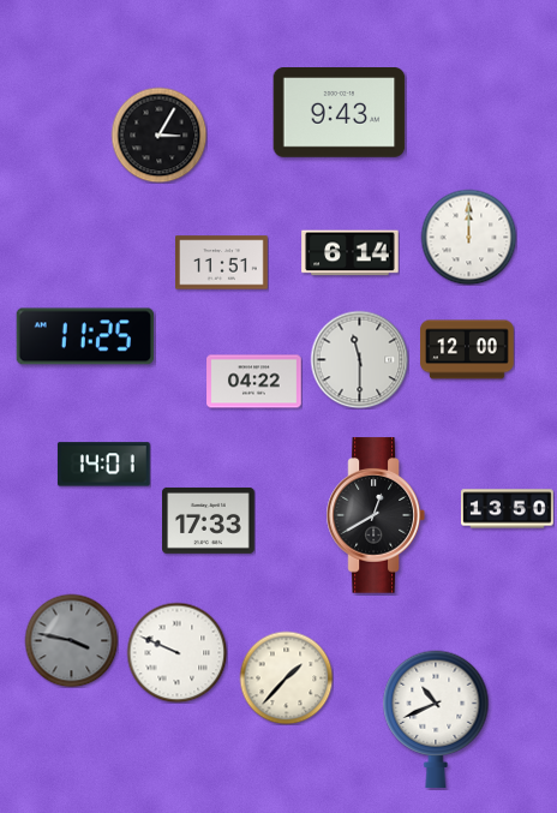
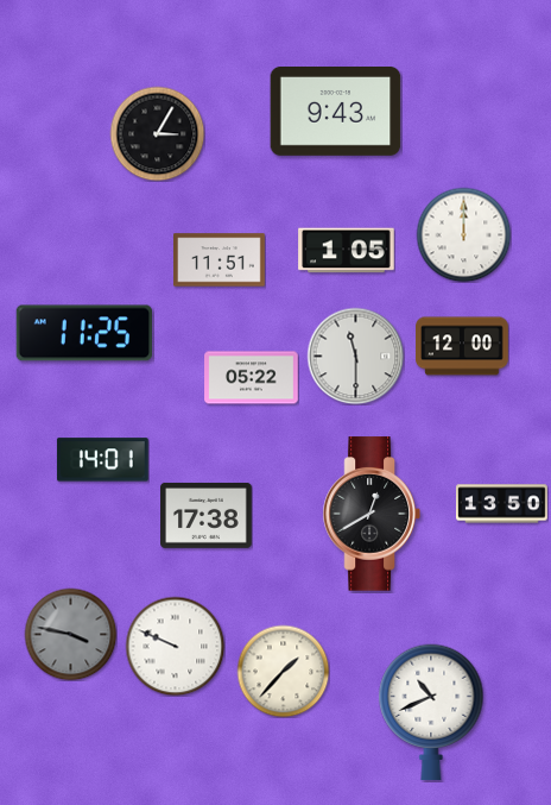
clock at (351, 253): 6:14 -> 1:05
clock at (254, 382): 04:22 -> 05:22
clock at (376, 515) position: (376, 515) -> (372, 514)
clock at (209, 520): 17:33 -> 17:38
